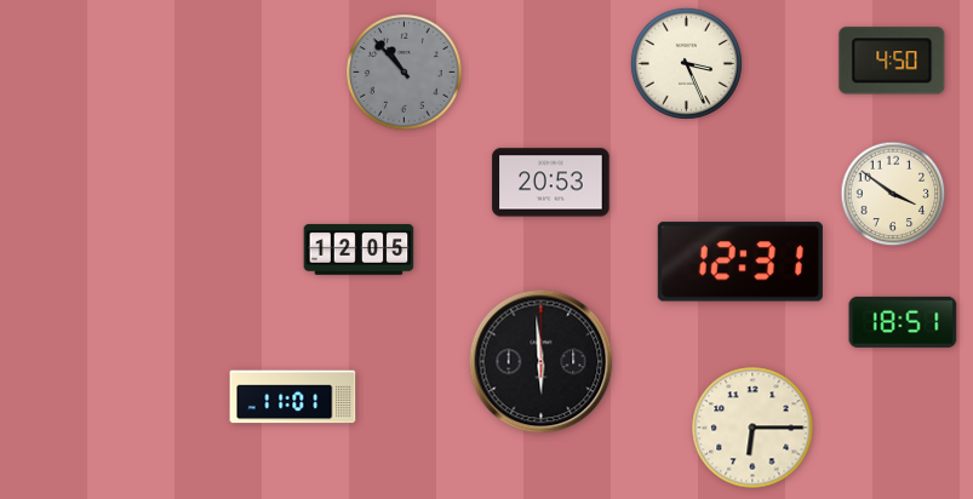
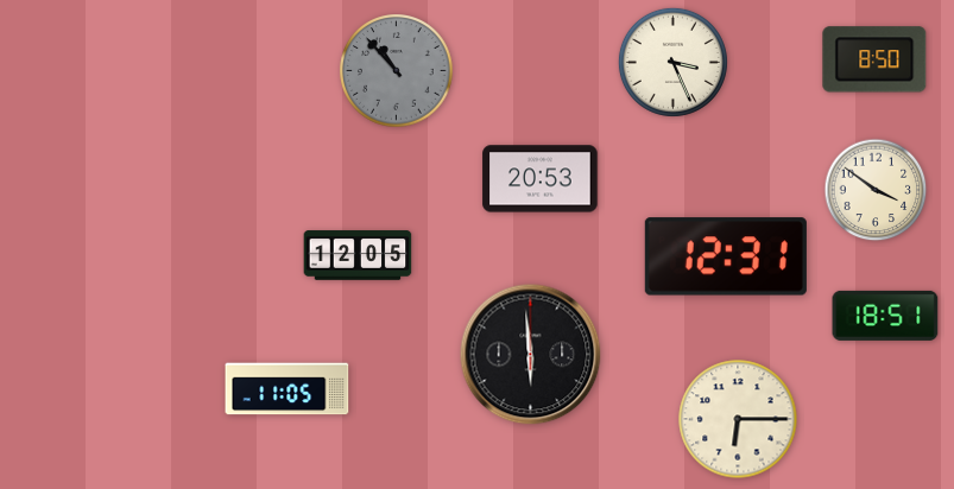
clock at (892, 61): 4:50 -> 8:50
clock at (359, 249) position: (359, 249) -> (358, 255)
clock at (293, 397): 11:01 -> 11:05
